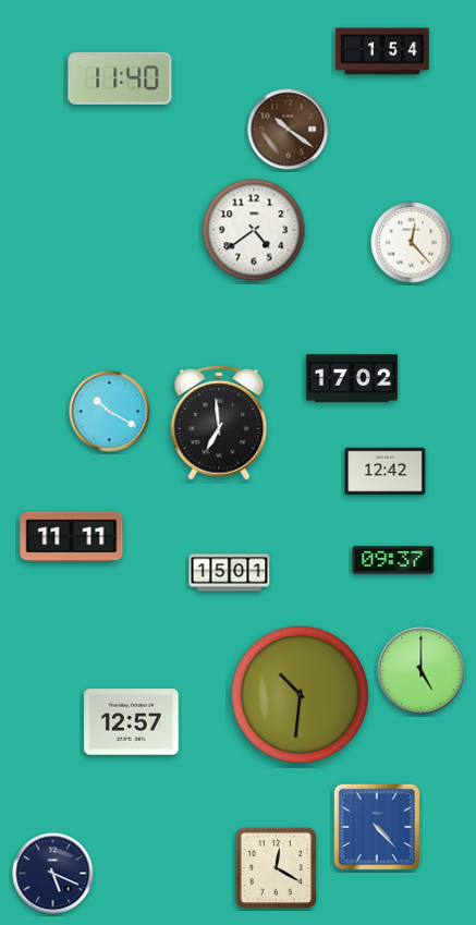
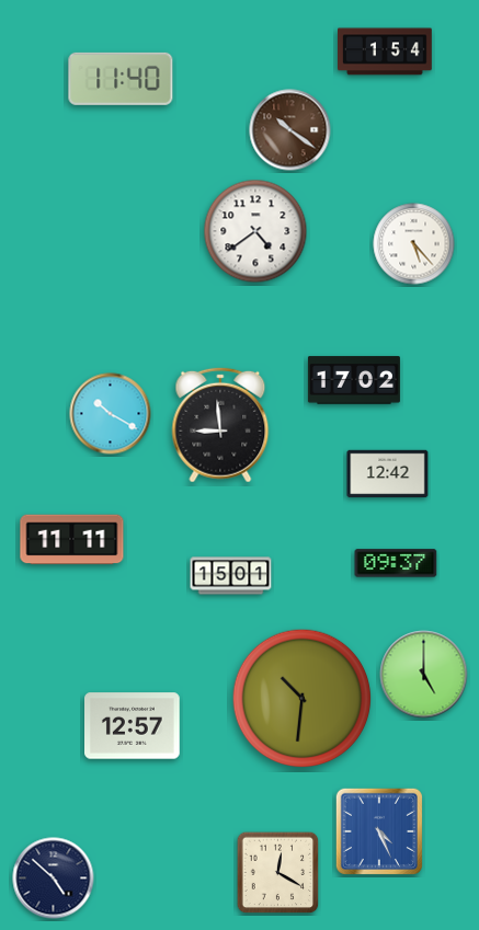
clock at (412, 243): 12:23 -> 5:23
clock at (219, 423): 6:59 -> 8:59
clock at (376, 826): 4:23 -> 4:26
clock at (53, 874): 5:19 -> 4:52
